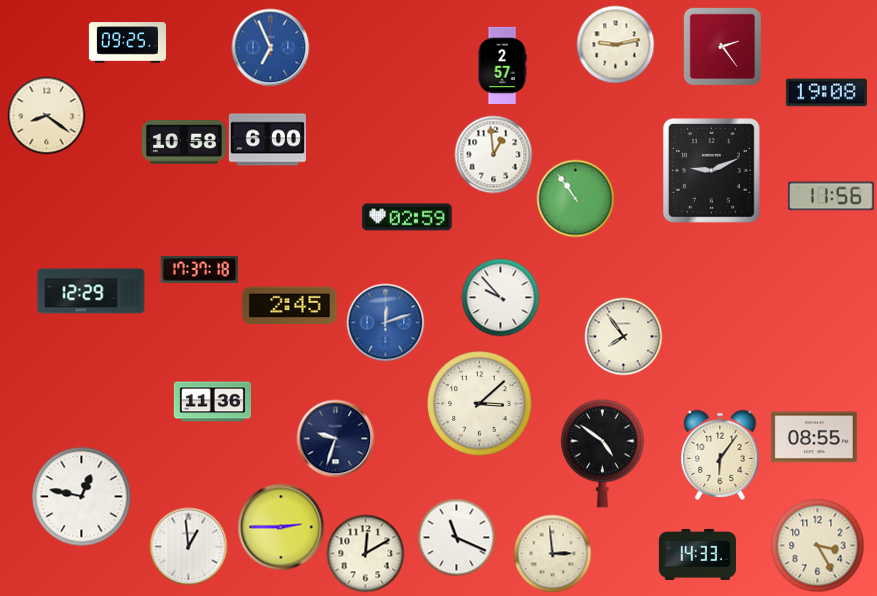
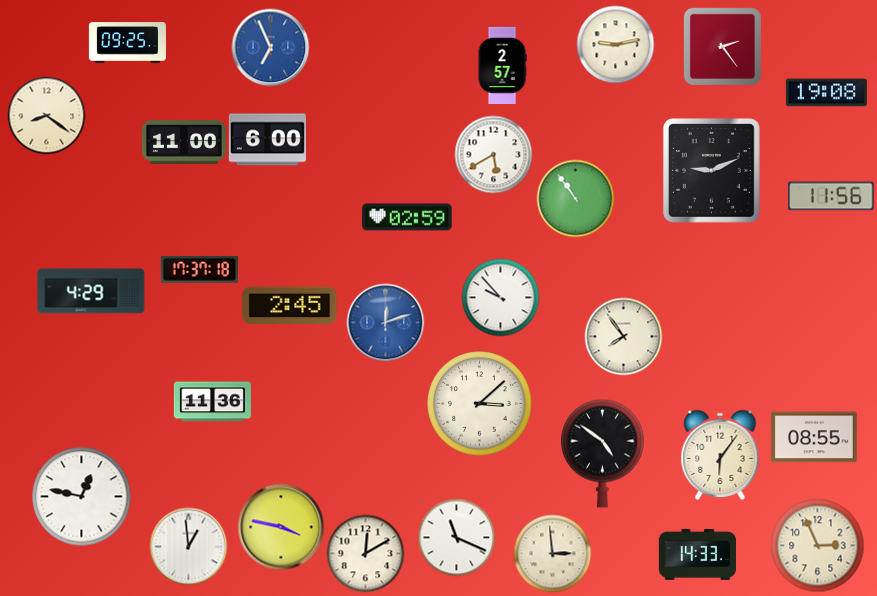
clock at (184, 142): 10:58 -> 11:00
clock at (493, 154): 12:59 -> 5:40
clock at (91, 291): 12:29 -> 4:29
clock at (335, 438): 9:33 -> none
clock at (281, 527): 2:45 -> 3:47
clock at (817, 545): 3:25 -> 2:56
